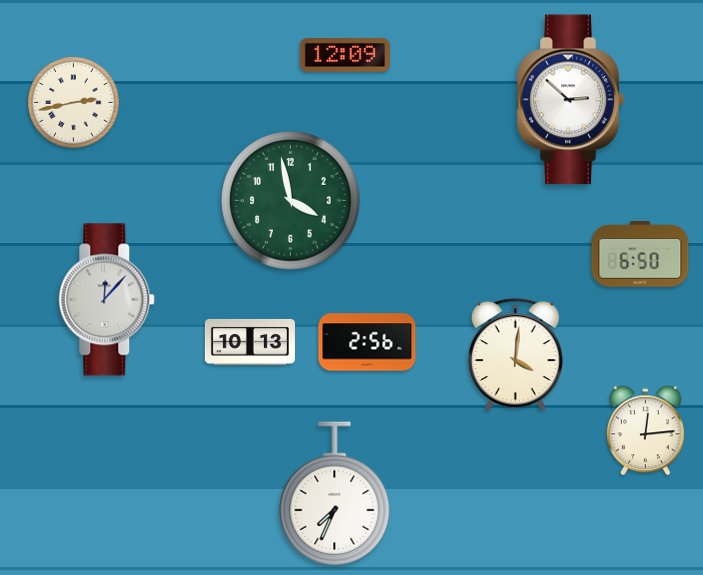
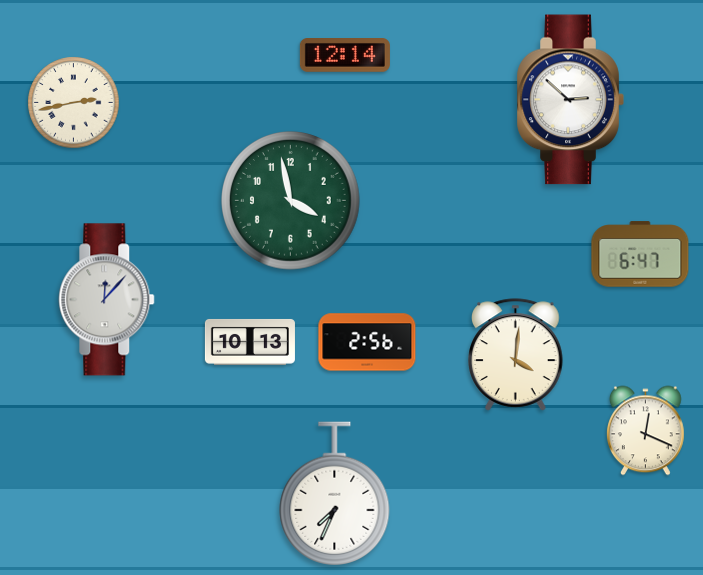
clock at (345, 56): 12:09 -> 12:14
clock at (640, 254): 6:50 -> 6:47
clock at (645, 431): 12:14 -> 12:19
